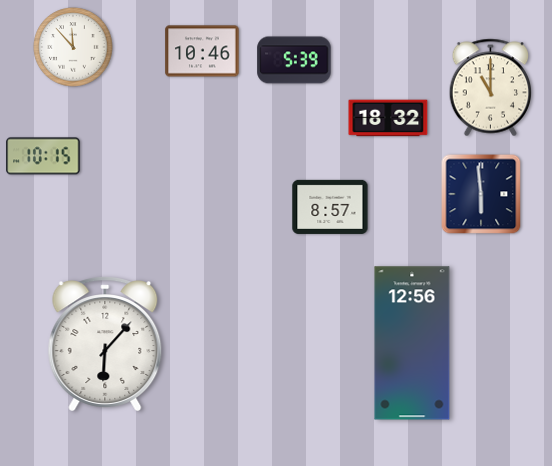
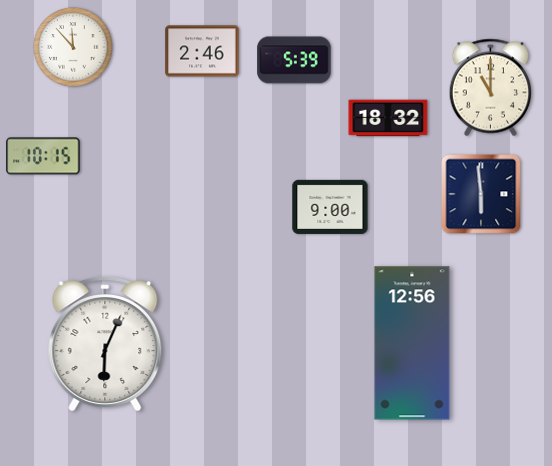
clock at (202, 51): 10:46 -> 2:46
clock at (330, 207): 8:57 -> 9:00
clock at (105, 344): 6:07 -> 6:04
